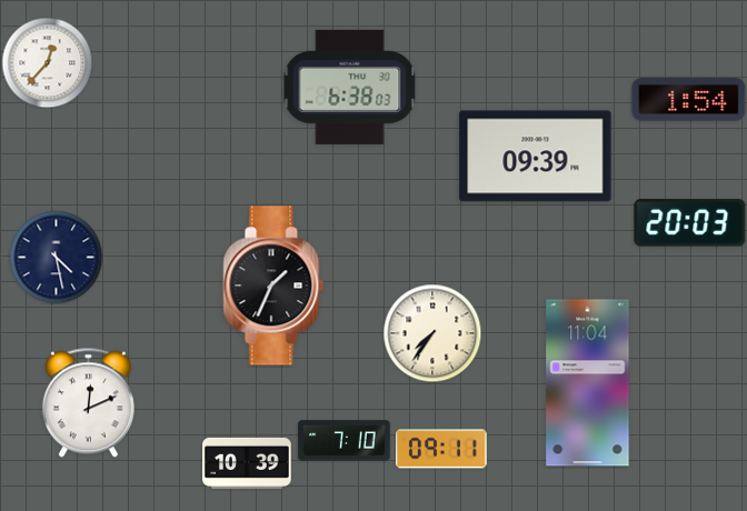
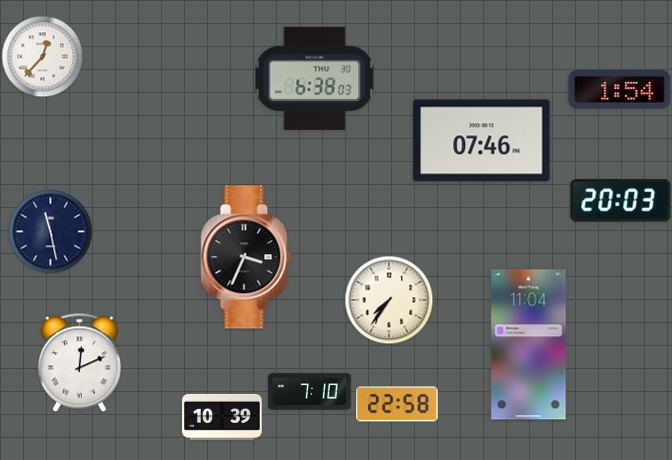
clock at (536, 157): 09:39 -> 07:46
clock at (56, 257): 4:28 -> 11:28
clock at (273, 285): 1:34 -> 3:34
clock at (345, 441) position: (345, 441) -> (310, 392)
clock at (441, 449): 09:11 -> 22:58
